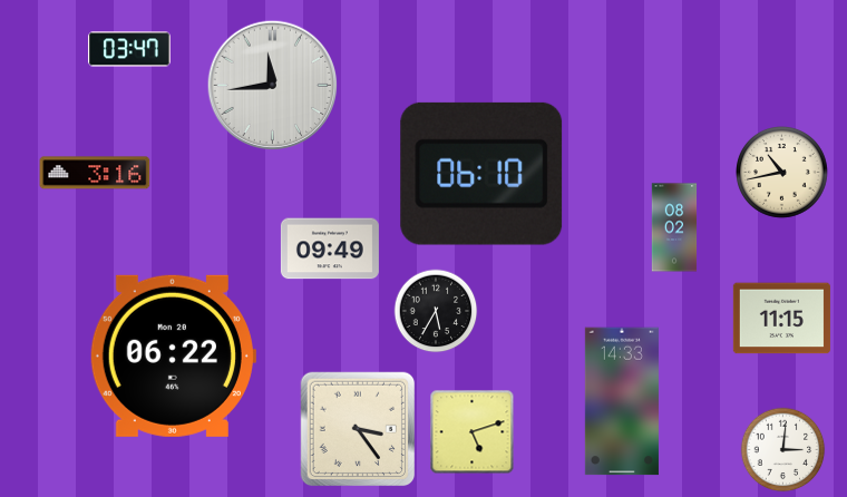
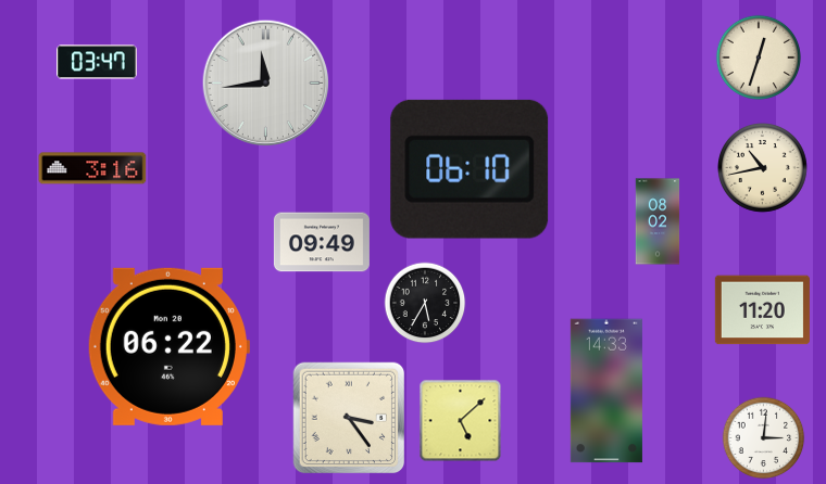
clock at (129, 49) position: (129, 49) -> (97, 62)
clock at (759, 58): none -> 12:33
clock at (781, 319): 11:15 -> 11:20
clock at (473, 432): 5:12 -> 5:08
